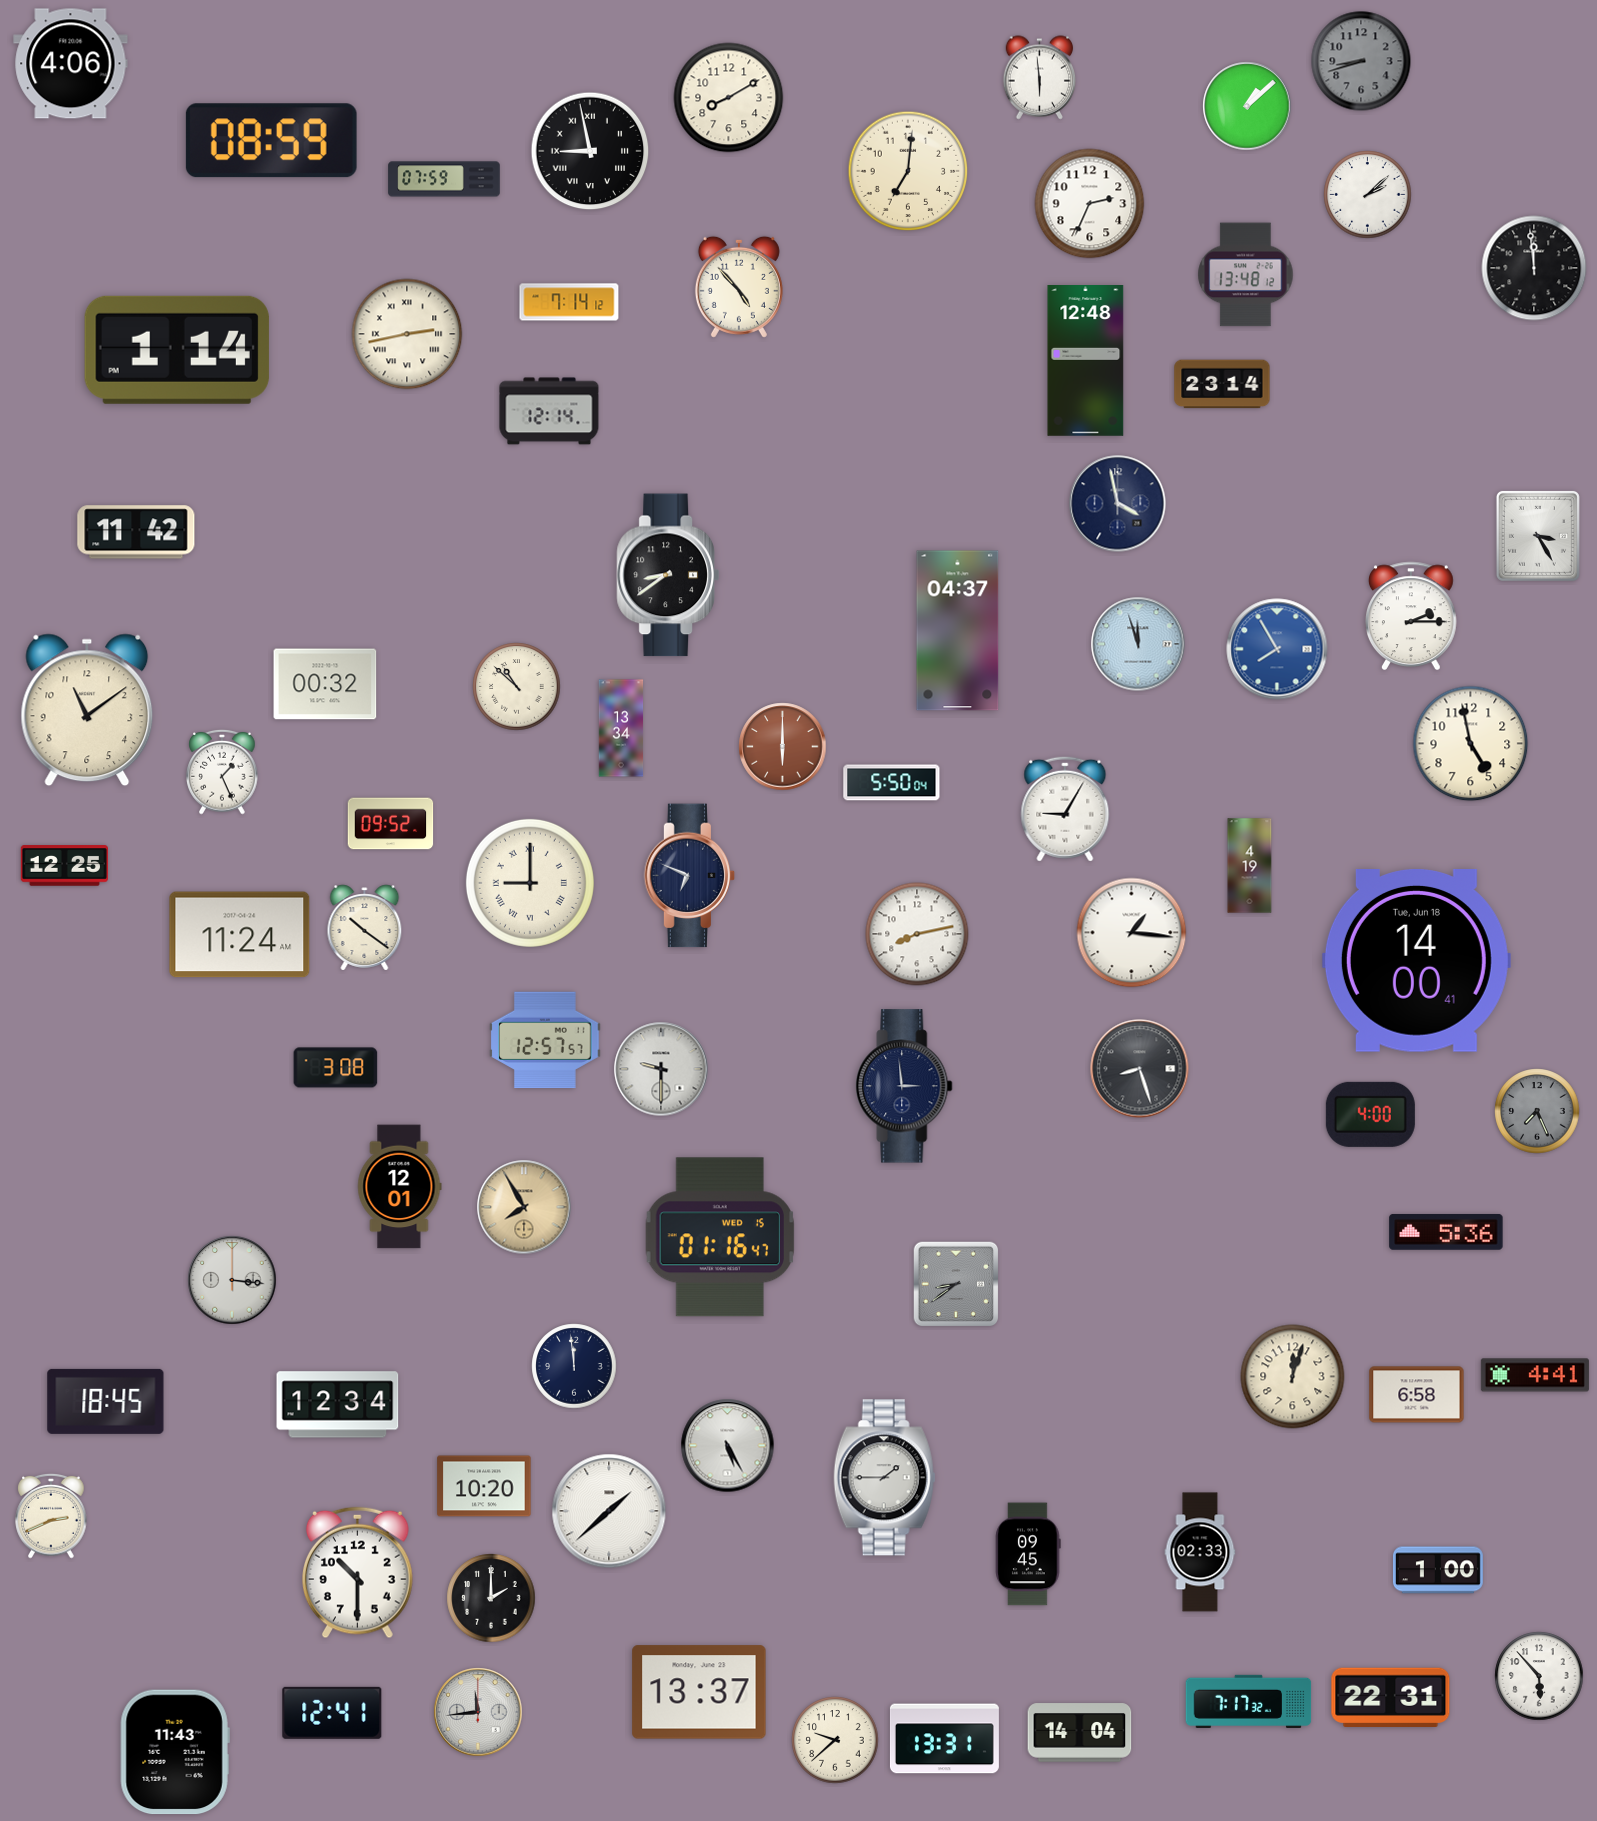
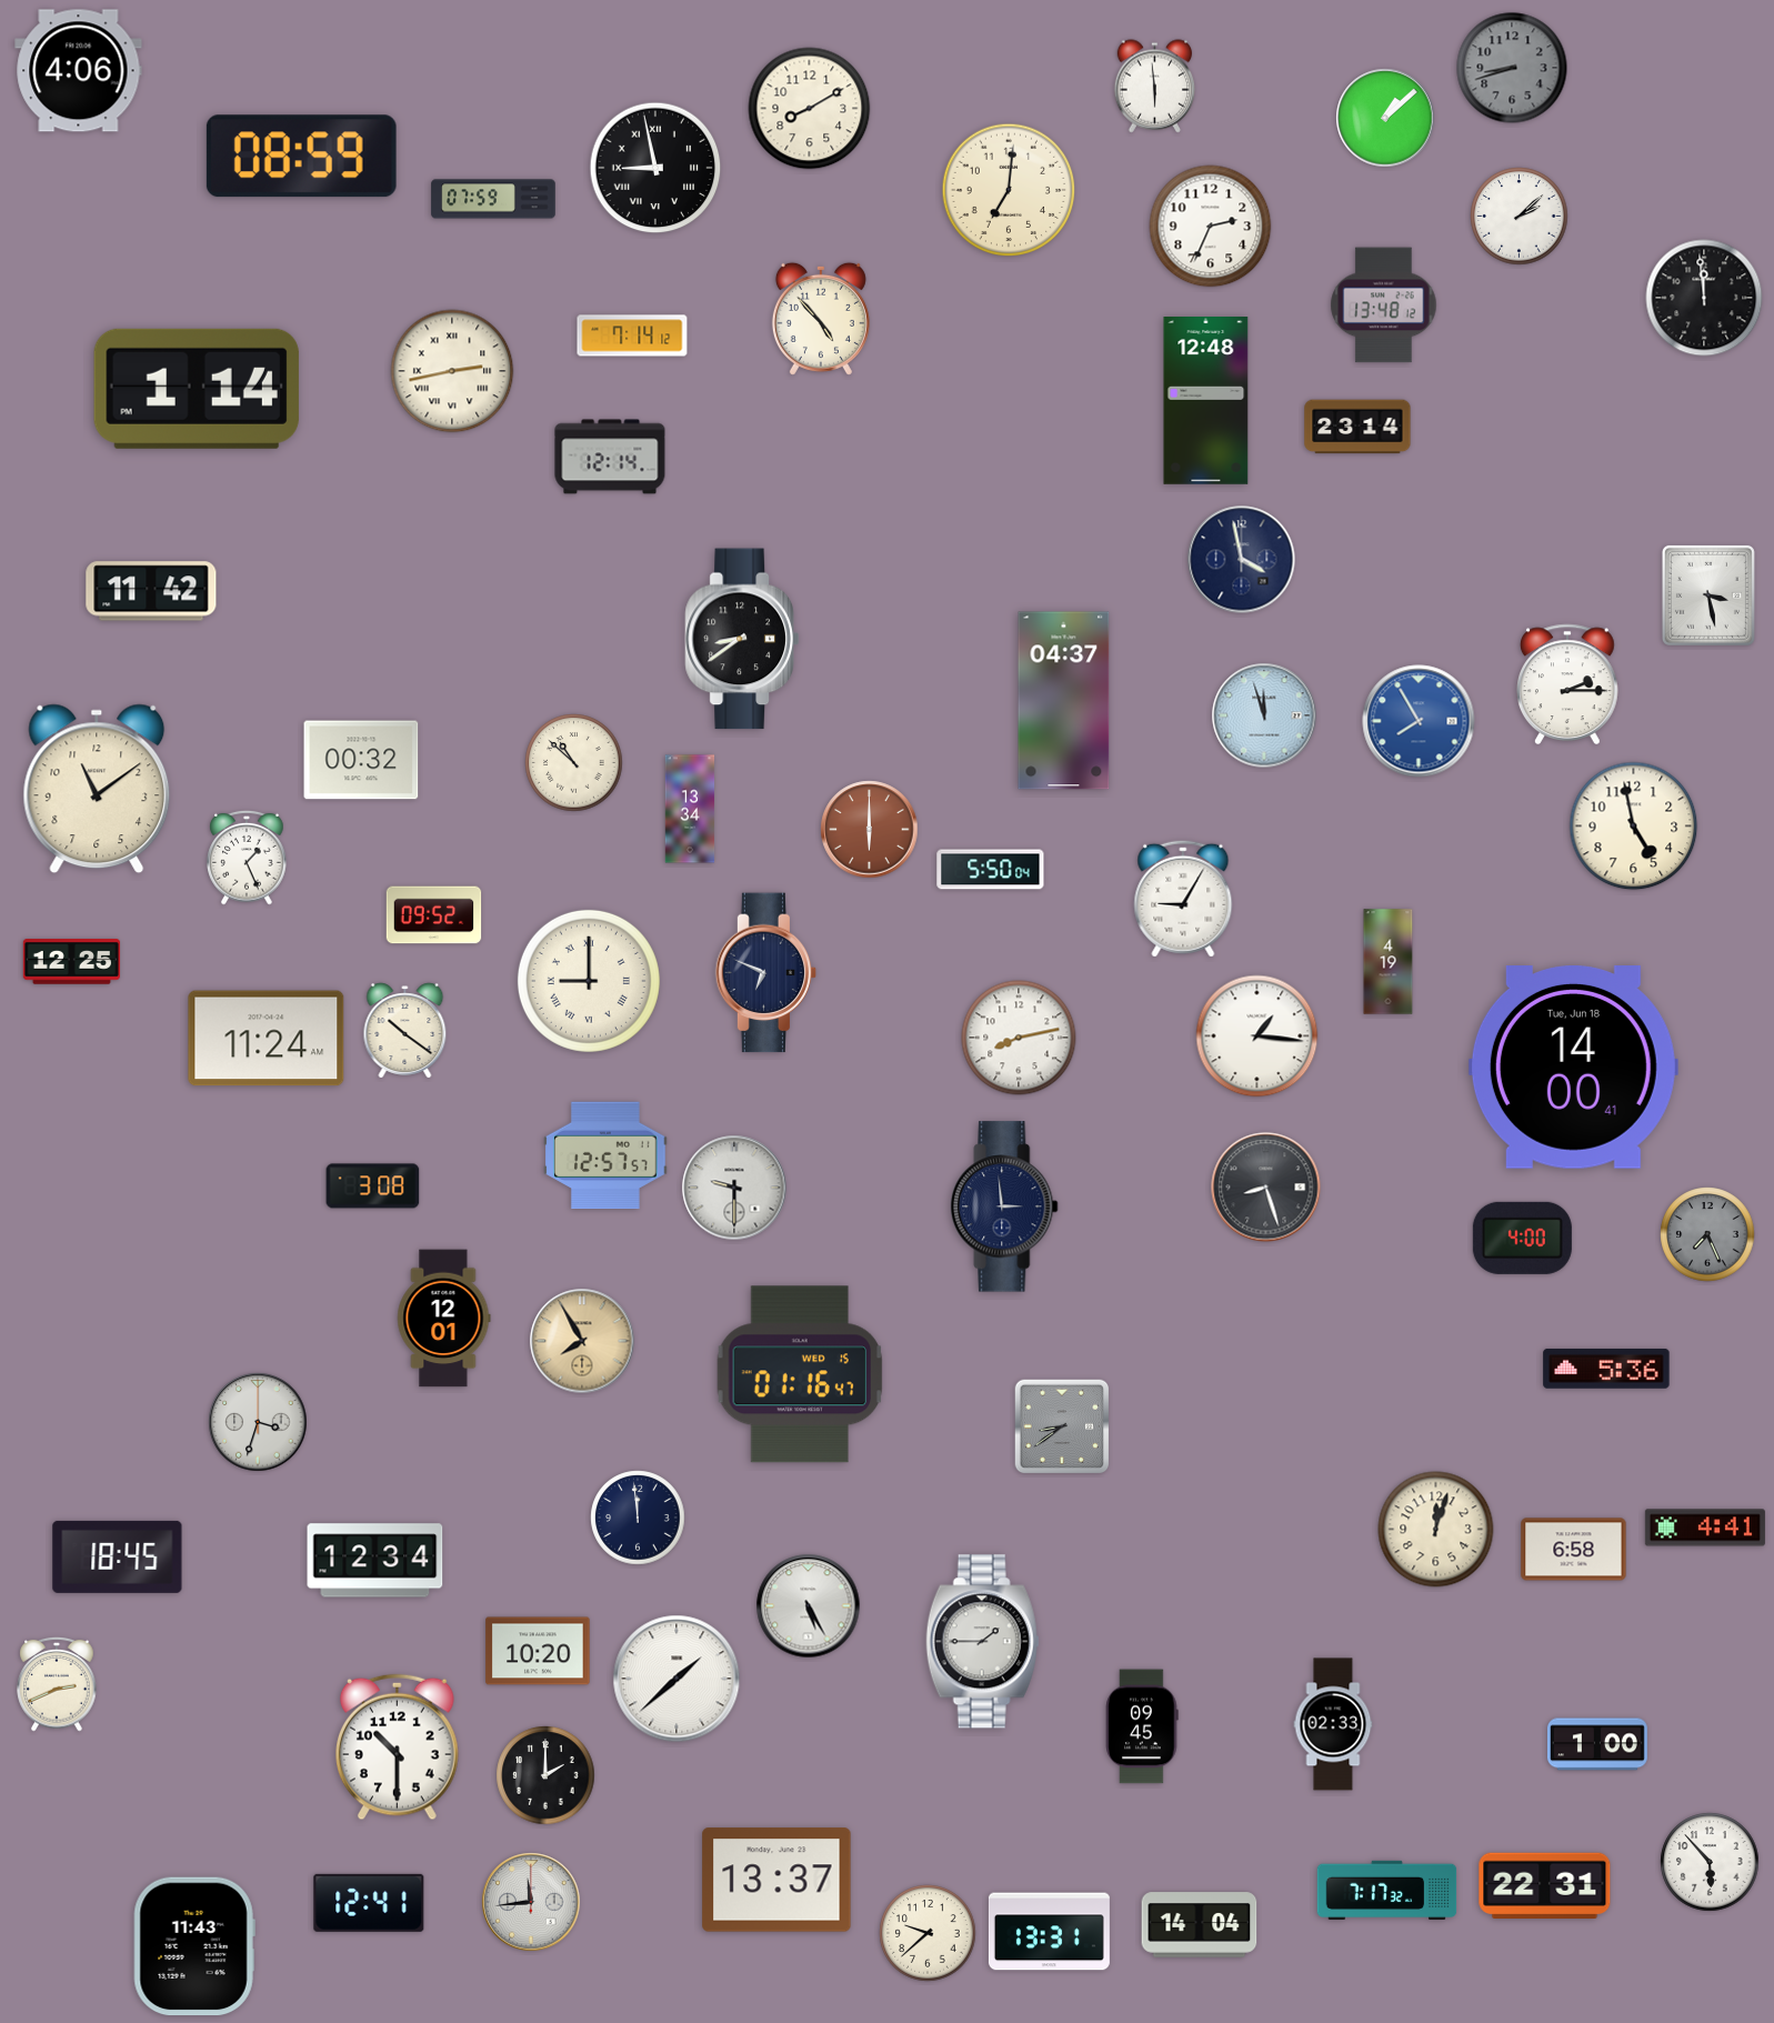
clock at (1538, 536): 3:25 -> 3:28
clock at (232, 1280): 3:16 -> 3:33
